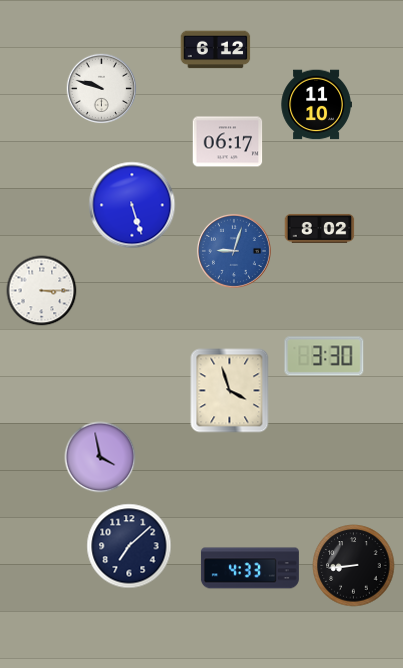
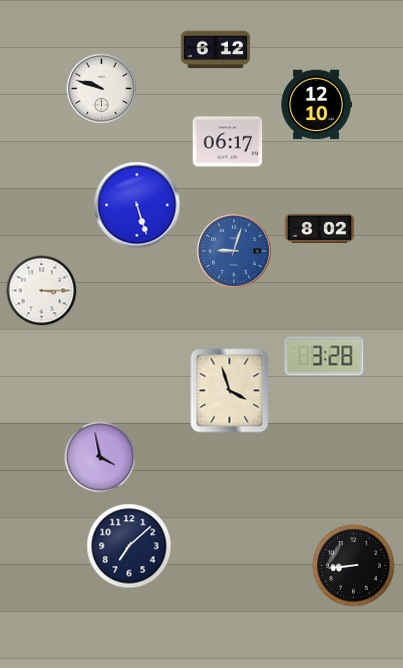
clock at (316, 105): 11:10 -> 12:10
clock at (132, 205) position: (132, 205) -> (137, 205)
clock at (324, 356): 3:30 -> 3:28
clock at (250, 568): 4:33 -> none
